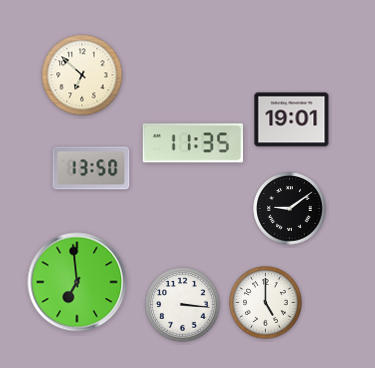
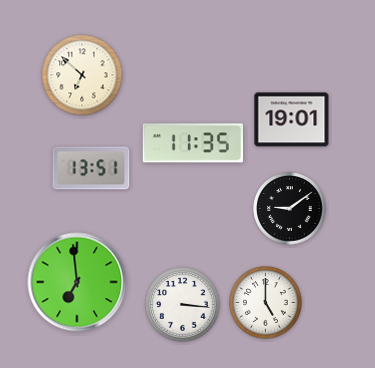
clock at (91, 168): 13:50 -> 13:51
